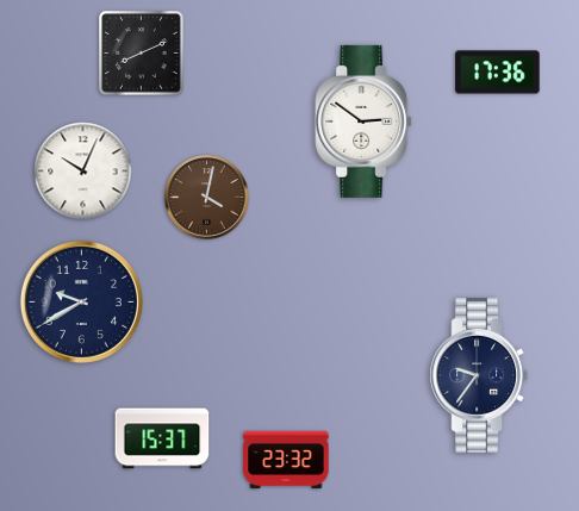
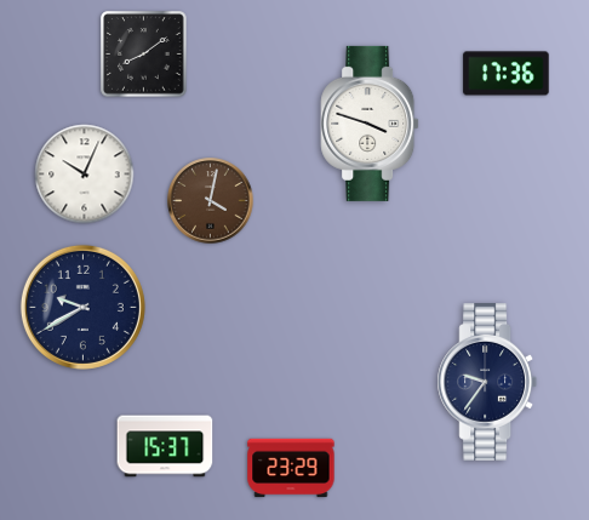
clock at (142, 54): 8:11 -> 8:09
clock at (363, 121): 2:51 -> 3:48
clock at (286, 460): 23:32 -> 23:29
